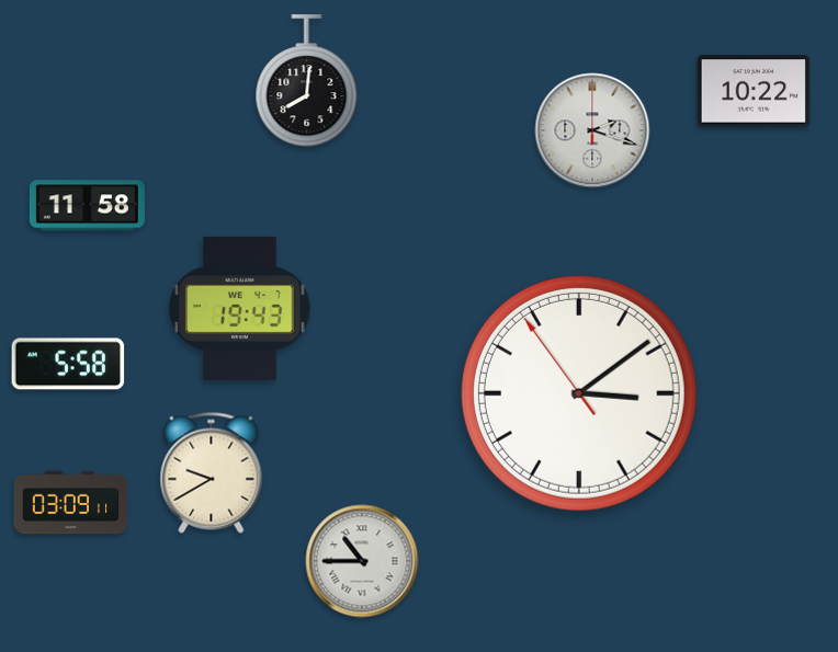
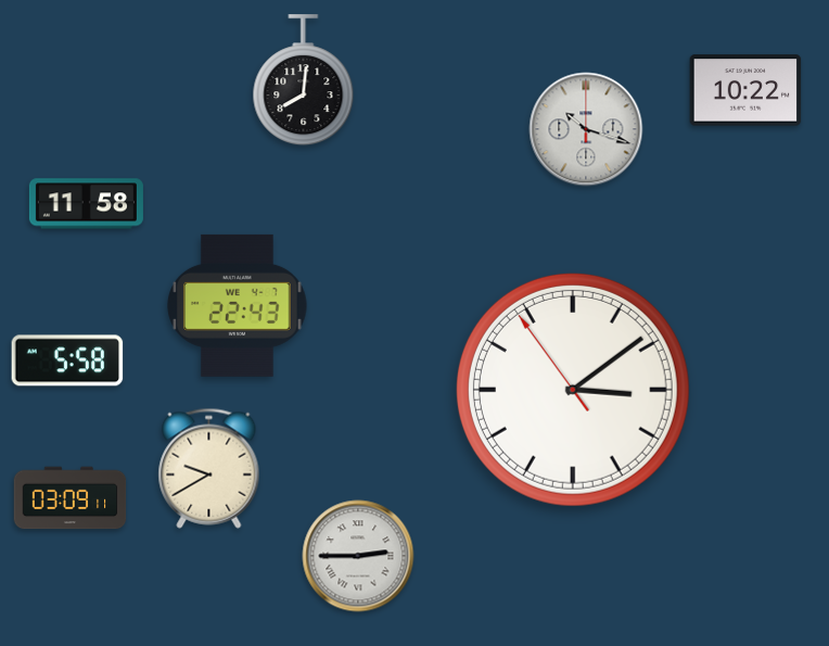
clock at (592, 130): 2:18 -> 10:18
clock at (240, 308): 19:43 -> 22:43
clock at (362, 561): 10:45 -> 2:45
